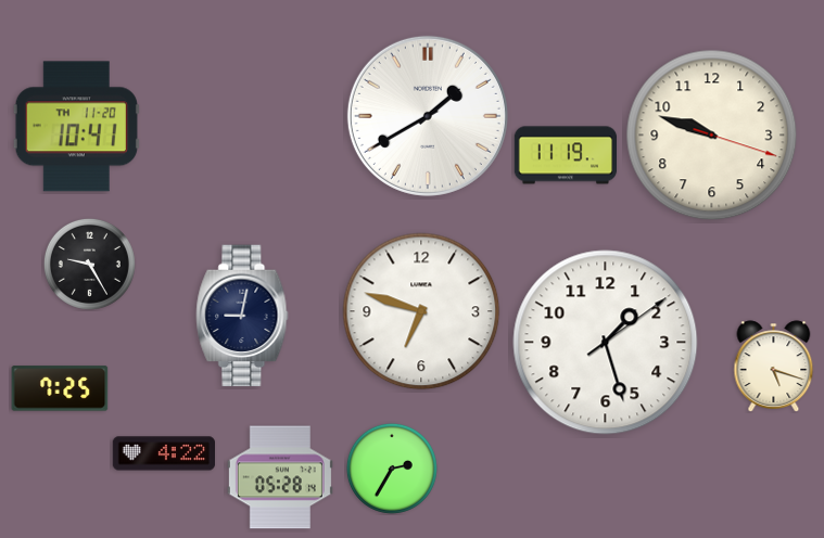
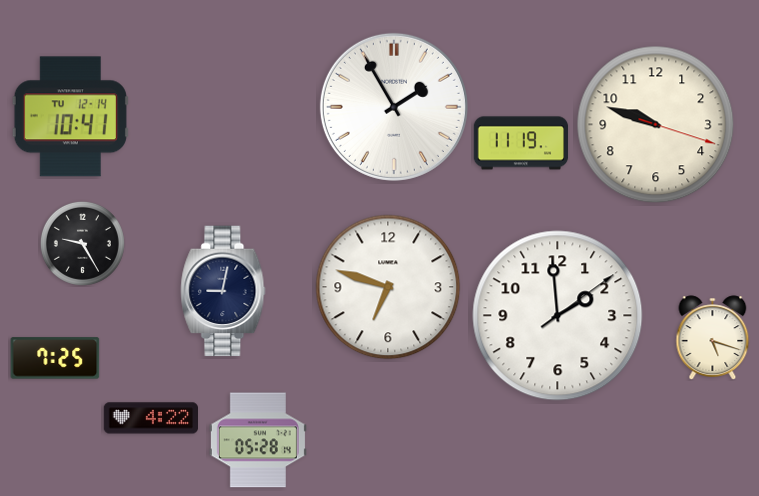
clock at (428, 116): 1:40 -> 1:55
clock at (76, 127) date: TH 11-20 -> TU 12-14
clock at (606, 343): 1:27 -> 1:59
clock at (392, 469): 2:35 -> none
